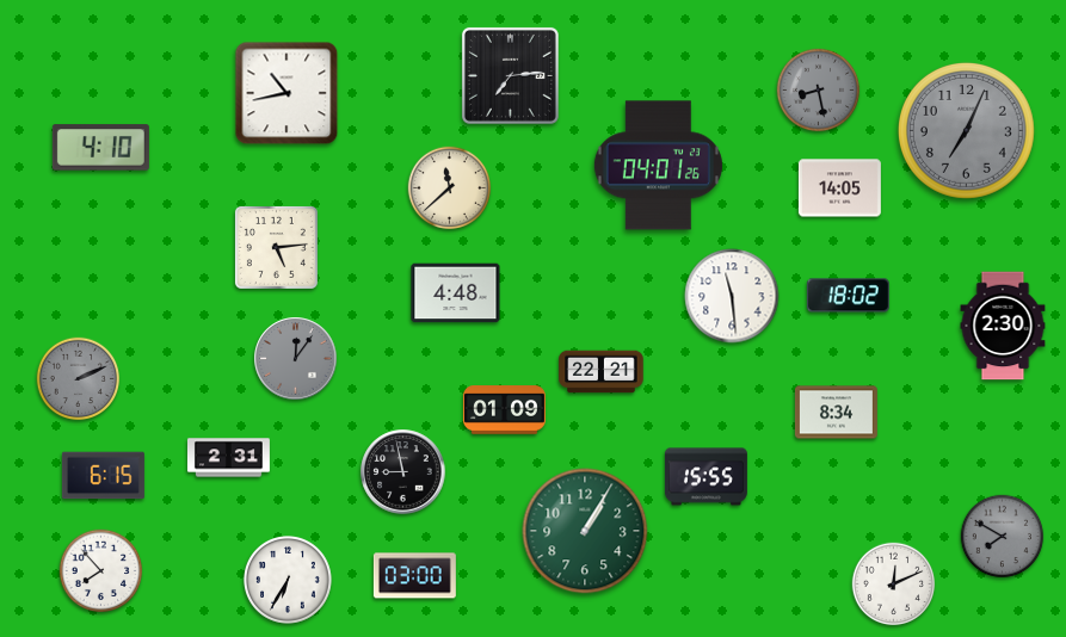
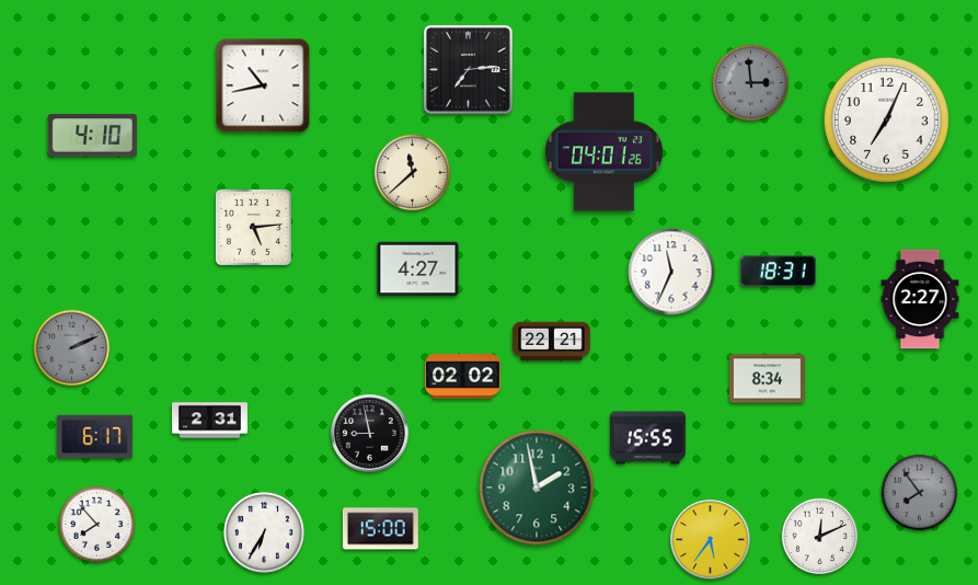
clock at (819, 91): 8:28 -> 2:59
clock at (966, 130) dial: grey -> white
clock at (839, 188): 14:05 -> none
clock at (456, 293): 4:48 -> 4:27
clock at (732, 296): 11:29 -> 11:34
clock at (848, 296): 18:02 -> 18:31
clock at (1003, 326): 2:30 -> 2:27
clock at (296, 359): 12:06 -> none
clock at (504, 410): 01:09 -> 02:02
clock at (103, 476): 6:15 -> 6:17
clock at (585, 531): 1:05 -> 1:58
clock at (1003, 537): 7:50 -> 7:54
clock at (101, 571) position: (101, 571) -> (97, 525)
clock at (414, 576): 03:00 -> 15:00
clock at (711, 540): none -> 5:36
